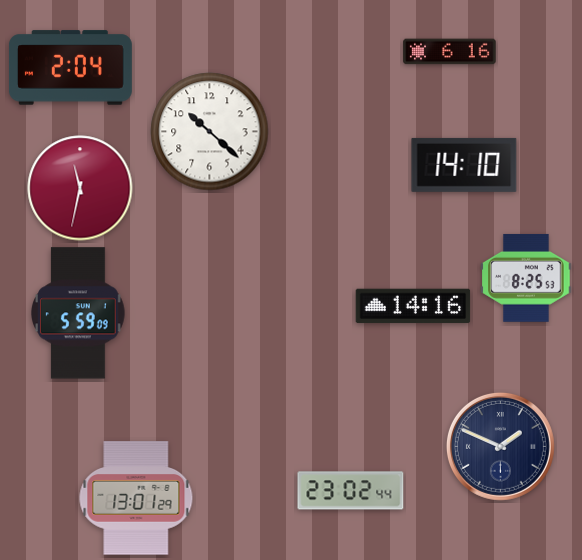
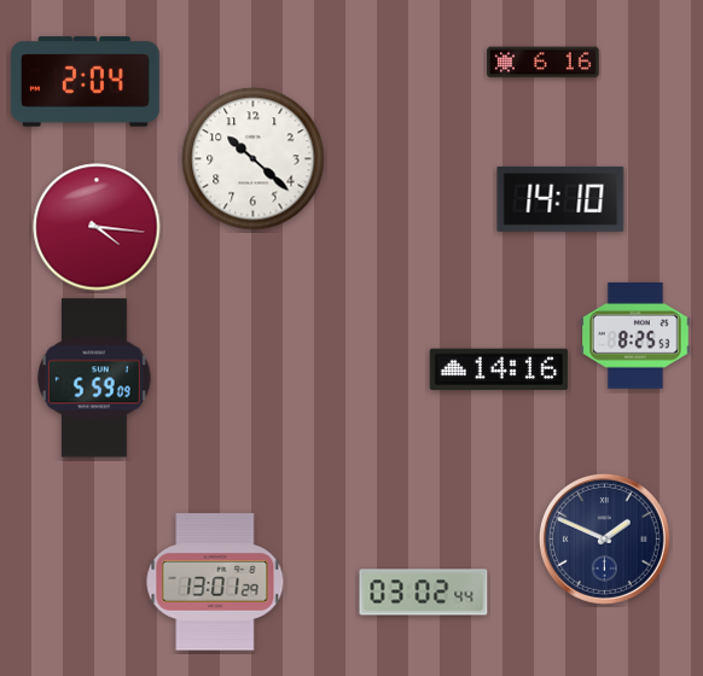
clock at (80, 188): 11:32 -> 4:16
clock at (351, 491): 23:02 -> 03:02
clock at (136, 498) position: (136, 498) -> (215, 582)
